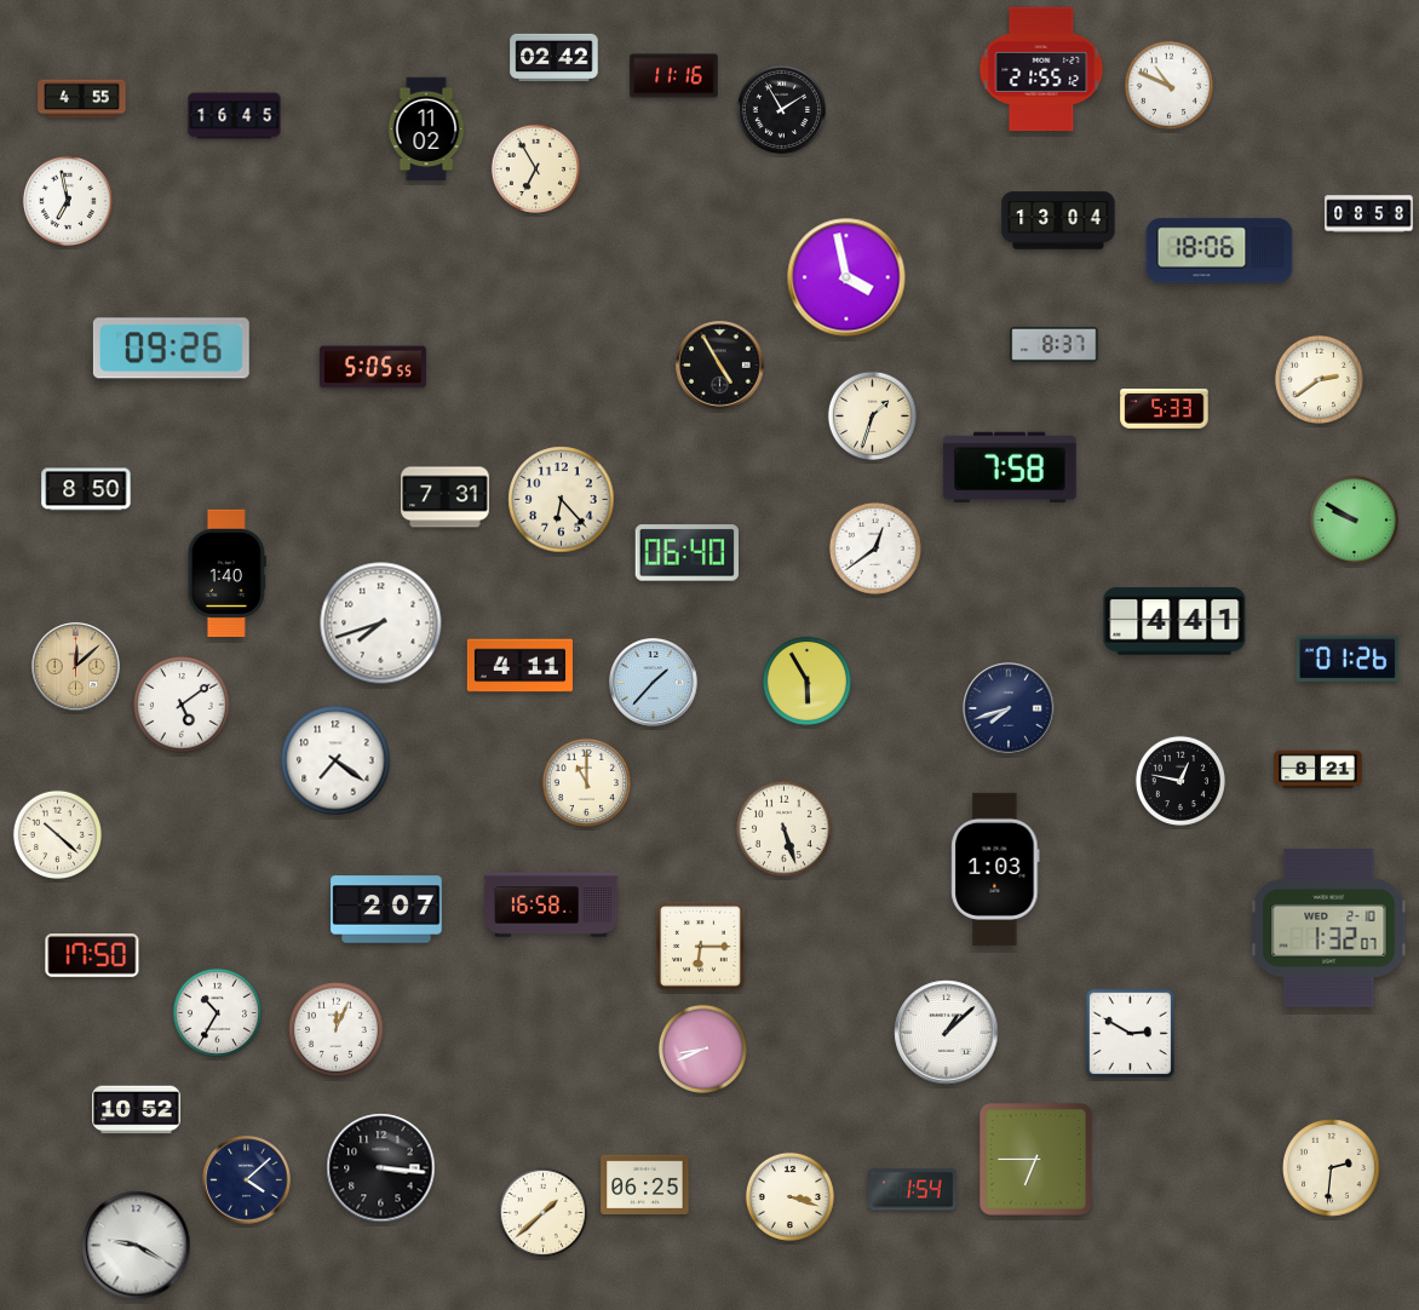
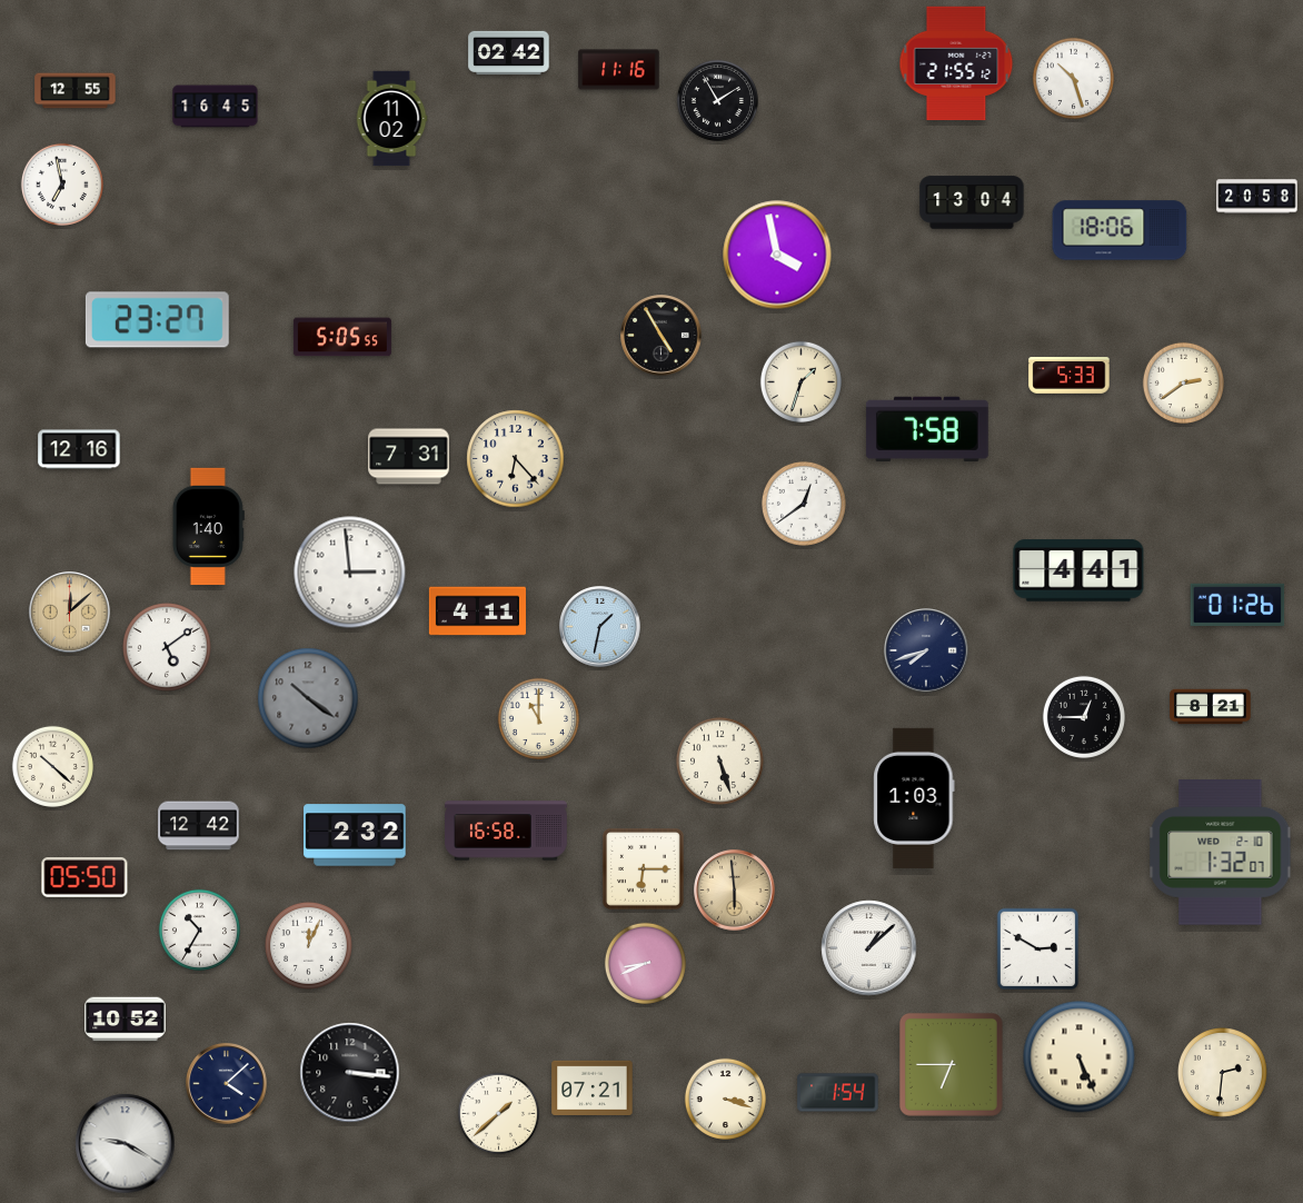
clock at (1168, 85): 10:49 -> 10:27
clock at (82, 99): 4:55 -> 12:55
clock at (535, 168): 6:55 -> none
clock at (1369, 214): 08:58 -> 20:58
clock at (1055, 344): 8:37 -> none
clock at (171, 349): 09:26 -> 23:27
clock at (1319, 379) position: (1319, 379) -> (1183, 382)
clock at (86, 489): 8:50 -> 12:16
clock at (1354, 519): 9:50 -> none
clock at (686, 553): 06:40 -> none
clock at (381, 624): 7:42 -> 2:59
clock at (806, 680): 5:55 -> none
clock at (654, 683): 1:37 -> 1:32
clock at (335, 760): 7:21 -> 10:21
clock at (335, 760) dial: white -> grey
clock at (1180, 781): 12:47 -> 12:45
clock at (199, 826): none -> 12:42
clock at (386, 909): 2:07 -> 2:32
clock at (92, 955): 17:50 -> 05:50
clock at (735, 891): none -> 5:59
clock at (1080, 1057): none -> 5:26
clock at (645, 1184): 06:25 -> 07:21
